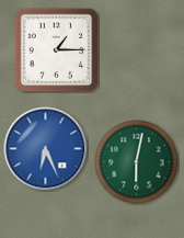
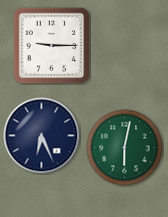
clock at (56, 49): 1:15 -> 9:15
clock at (46, 149) dial: blue -> navy
